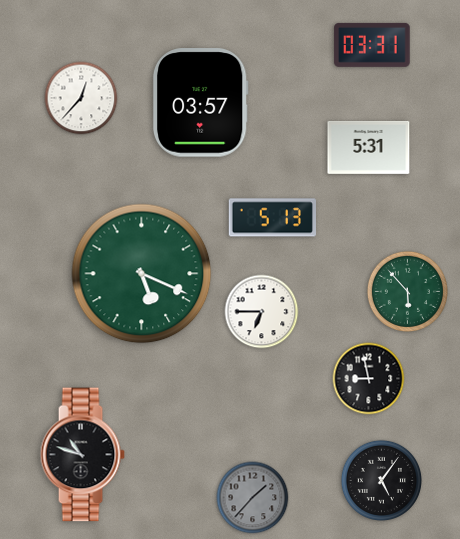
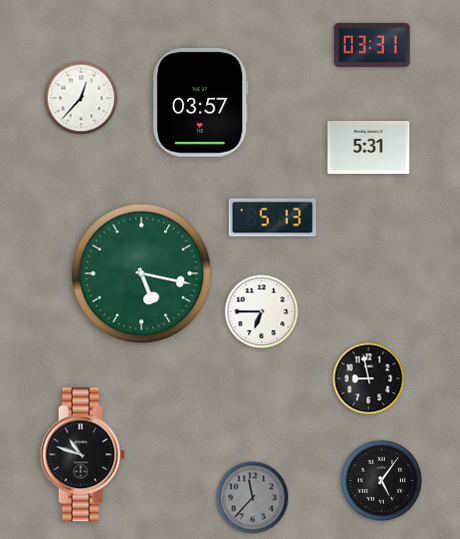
clock at (142, 274): 5:19 -> 5:17
clock at (407, 291): 5:53 -> none
clock at (253, 498): 1:37 -> 11:37
